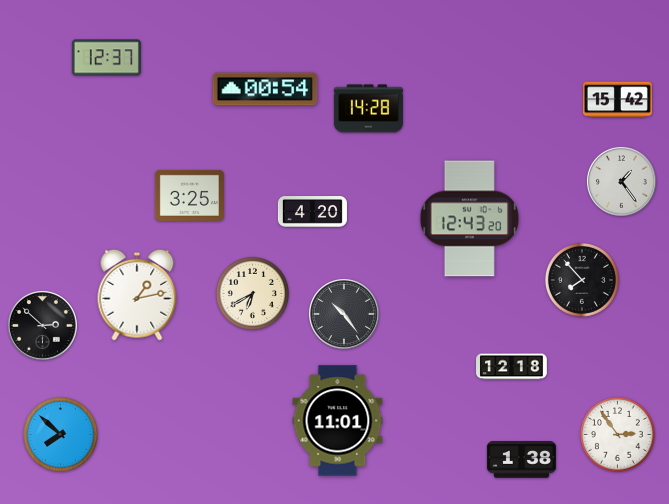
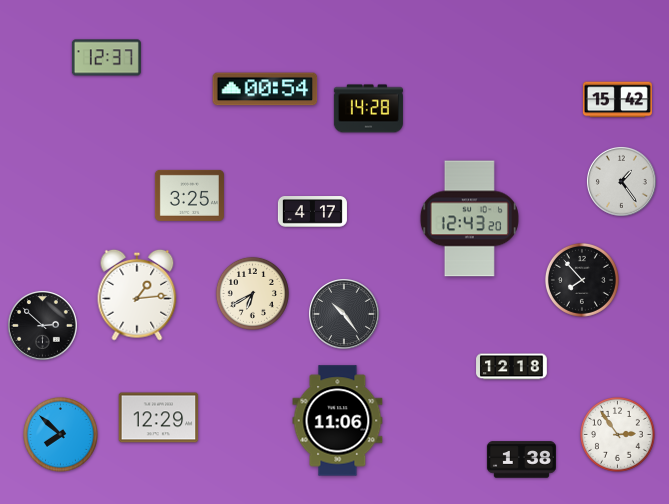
clock at (312, 212): 4:20 -> 4:17
clock at (137, 295): 1:13 -> 1:14
clock at (159, 418): none -> 12:29
clock at (338, 421): 11:01 -> 11:06
